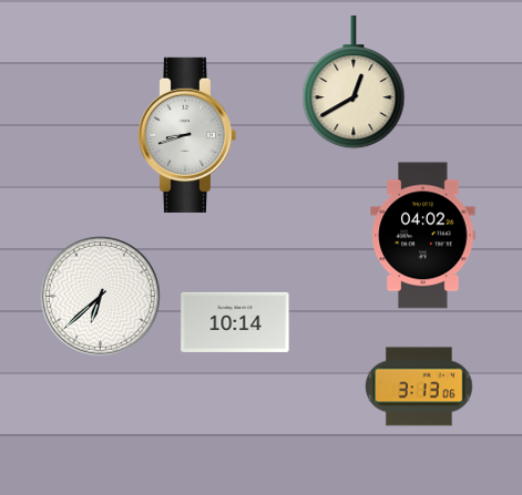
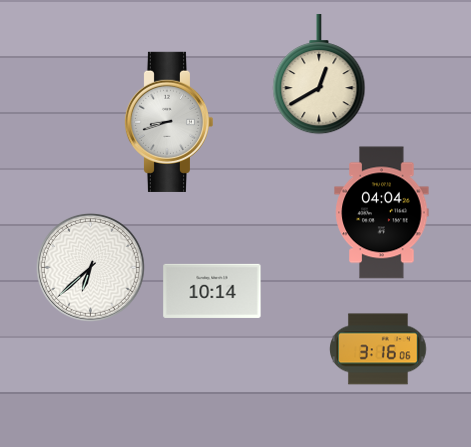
clock at (423, 236): 04:02 -> 04:04
clock at (419, 386): 3:13 -> 3:16
